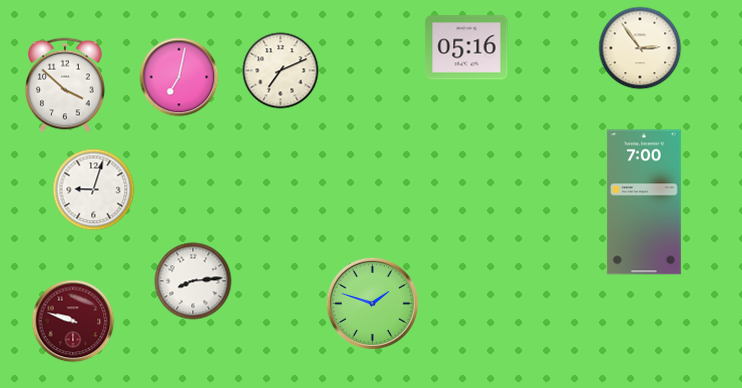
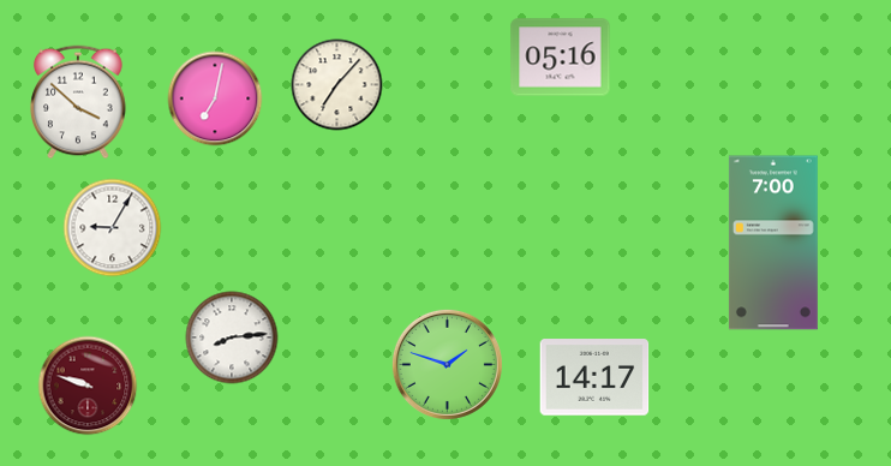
clock at (640, 48): 2:54 -> none
clock at (281, 71): 7:11 -> 7:07
clock at (179, 77) position: (179, 77) -> (215, 98)
clock at (94, 190): 9:03 -> 9:05
clock at (594, 377): none -> 14:17
